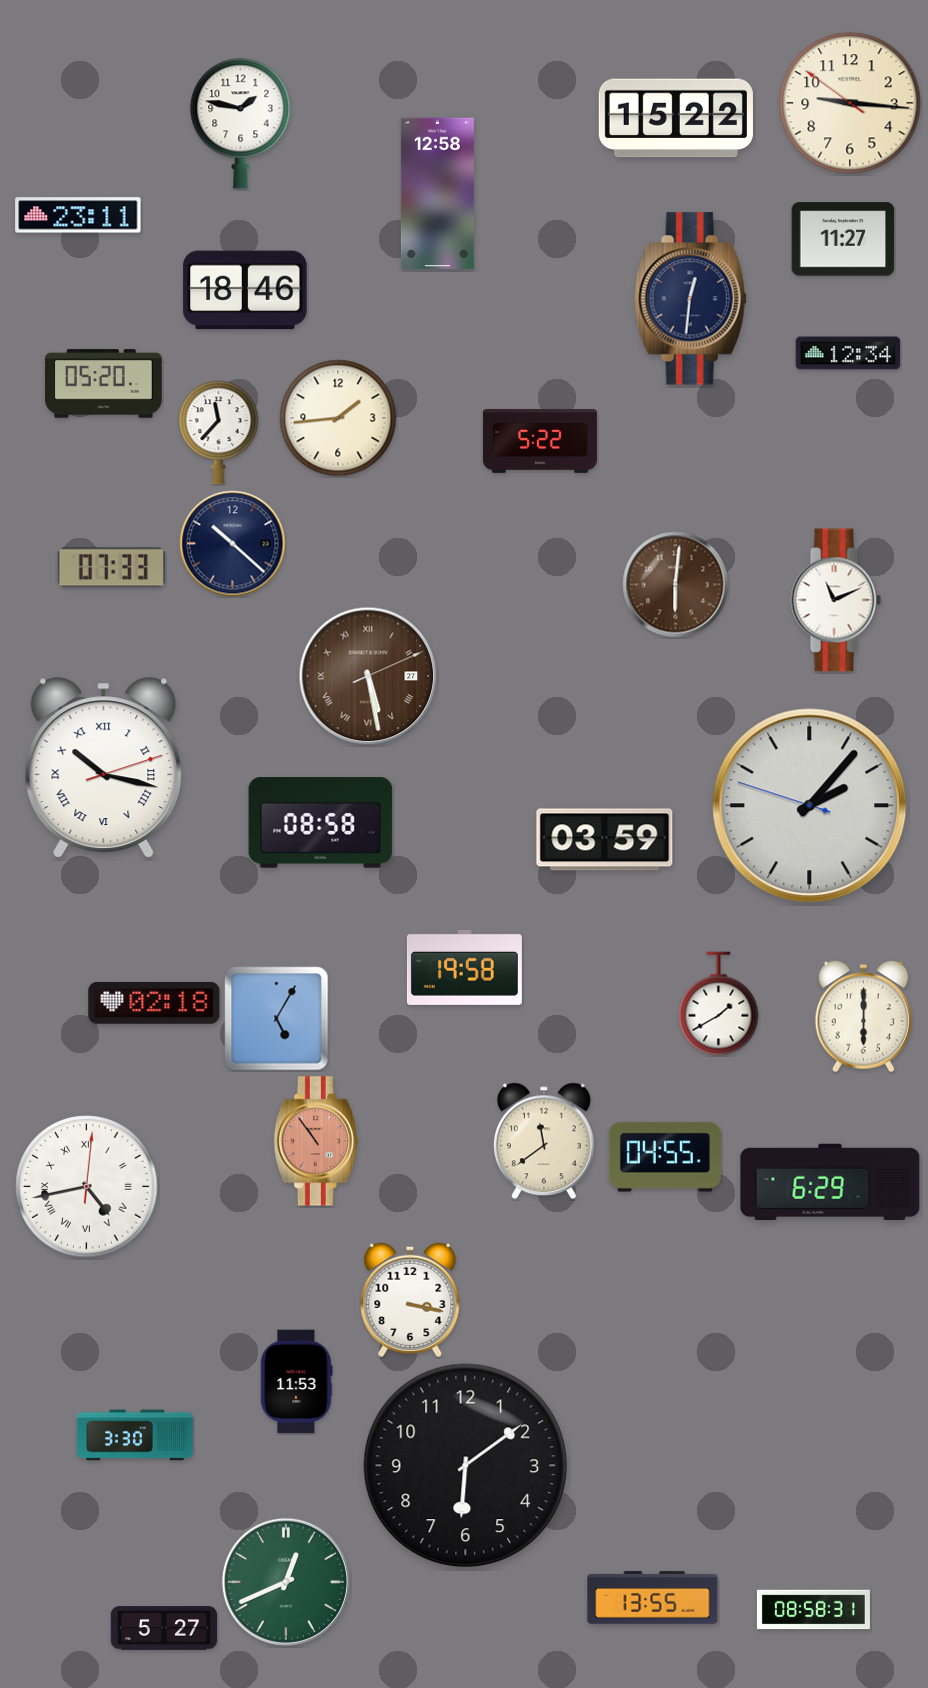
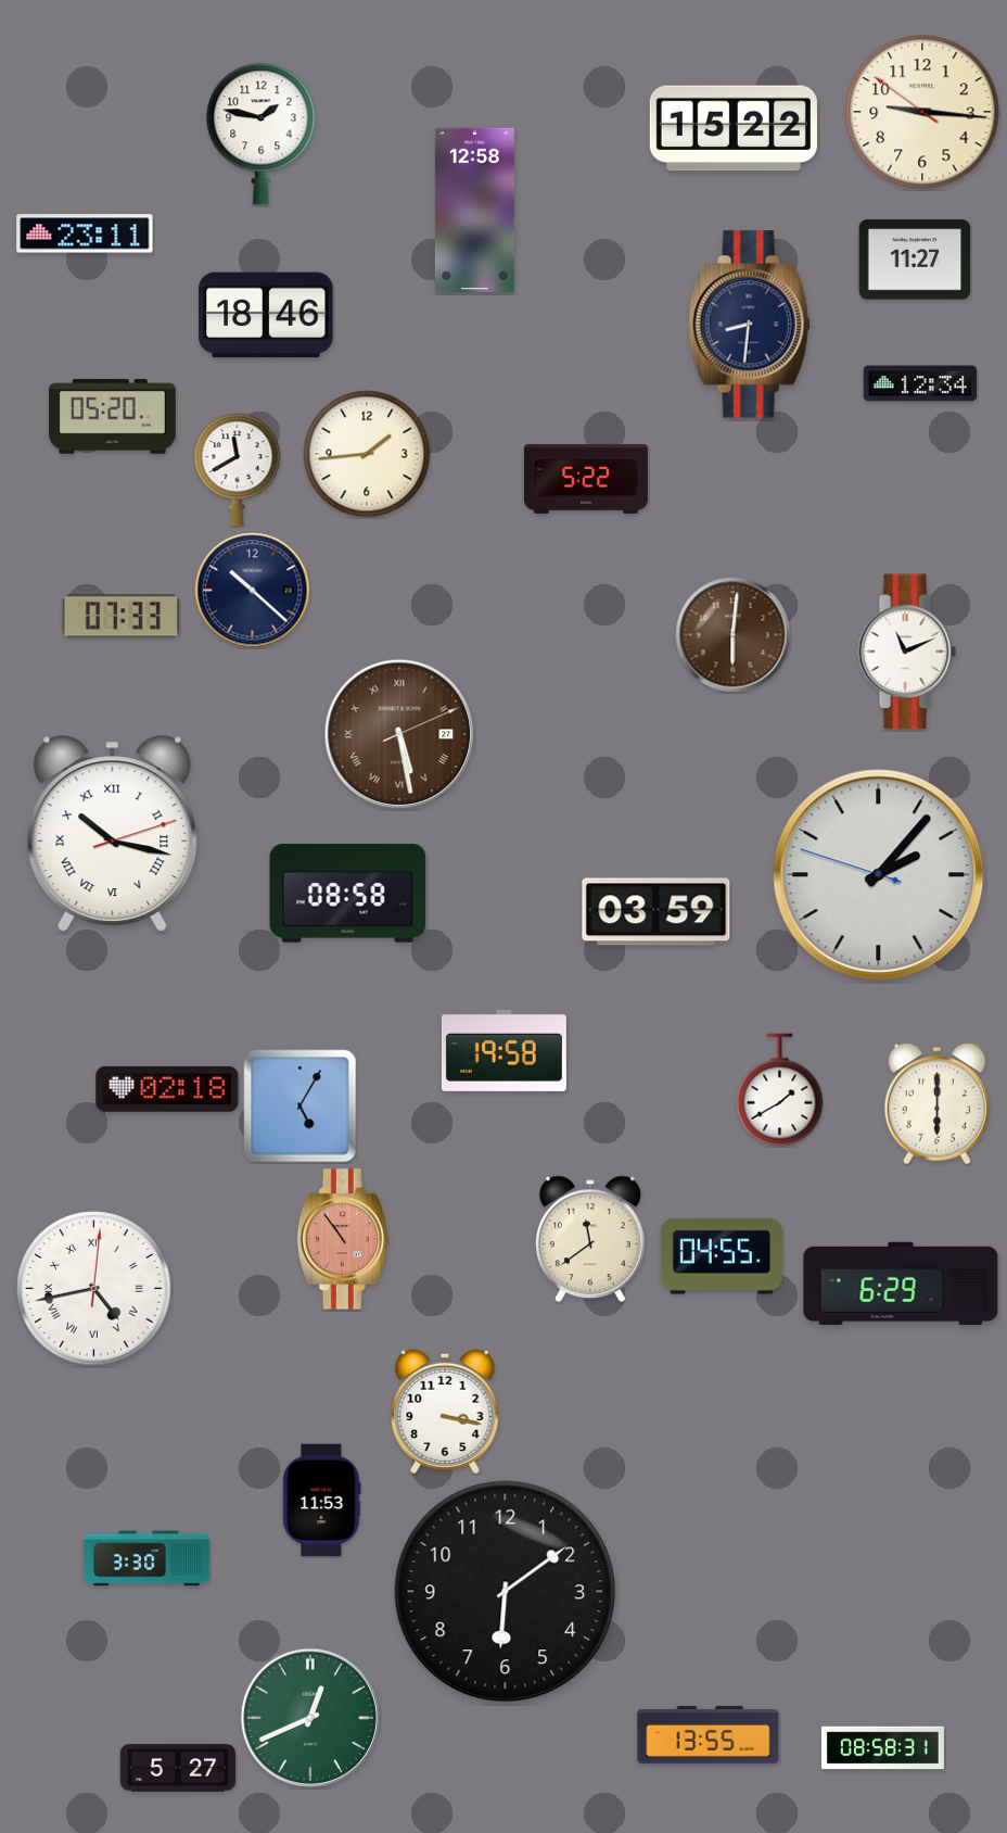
clock at (690, 299): 12:31 -> 8:31
clock at (219, 433): 11:37 -> 11:40
